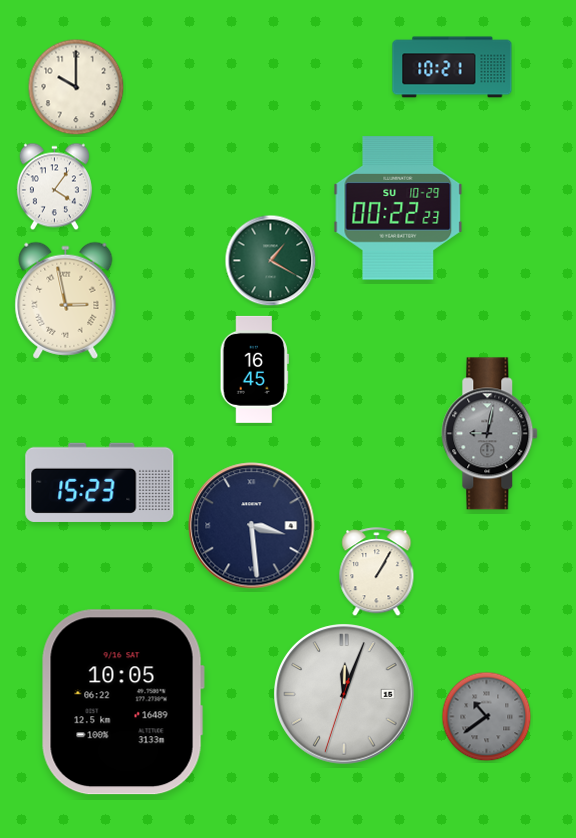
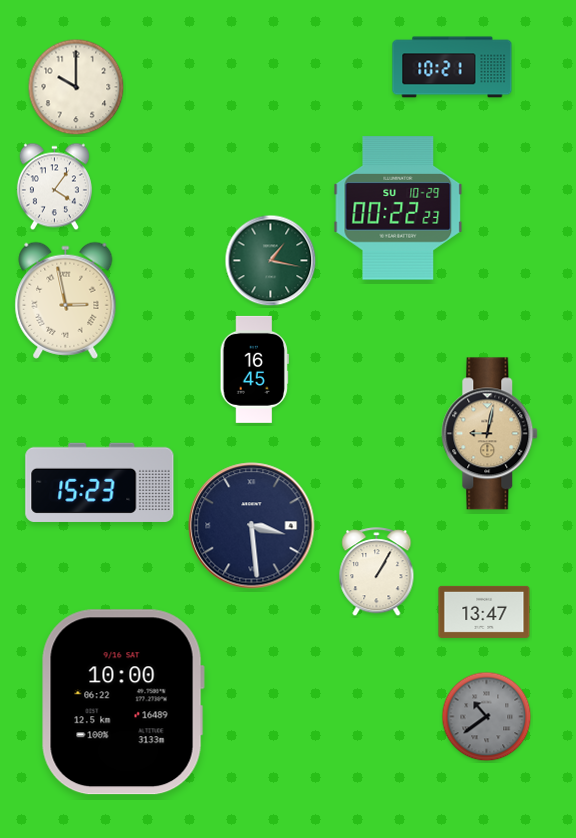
clock at (271, 261): 1:20 -> 1:17
clock at (490, 434) dial: grey -> champagne
clock at (484, 612): none -> 13:47
clock at (344, 694): 12:03 -> none
clock at (123, 702): 10:05 -> 10:00
